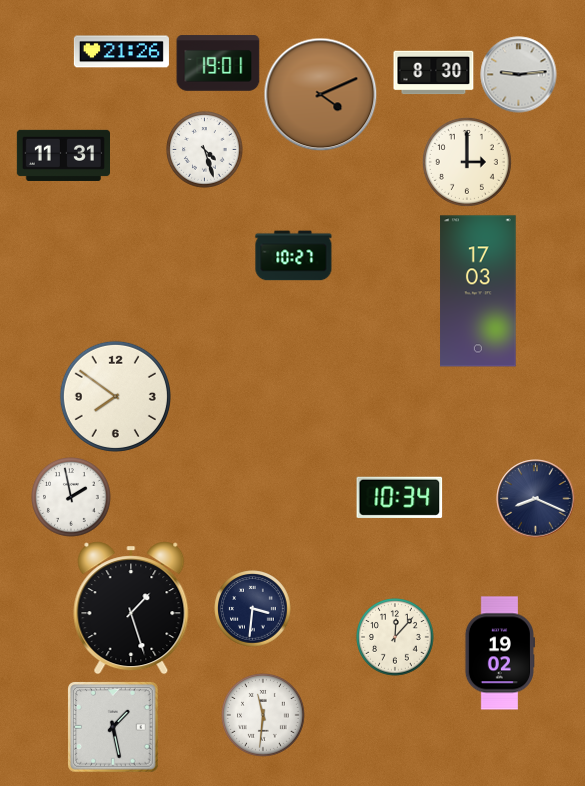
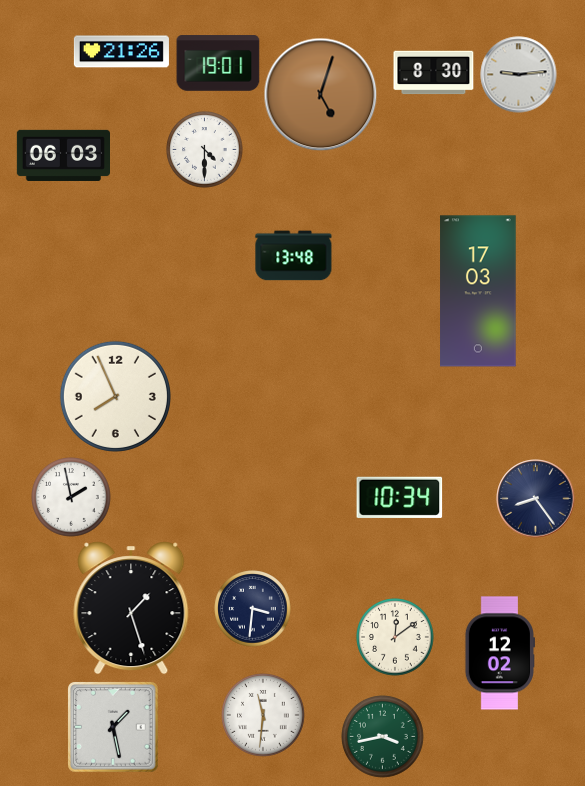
clock at (321, 95): 4:11 -> 5:03
clock at (205, 150): 4:27 -> 4:30
clock at (63, 155): 11:31 -> 06:03
clock at (467, 162): 3:00 -> none
clock at (294, 256): 10:27 -> 13:48
clock at (115, 396): 7:51 -> 7:56
clock at (536, 499): 8:19 -> 8:24
clock at (395, 637): 12:07 -> 12:09
clock at (499, 653): 19:02 -> 12:02
clock at (383, 737): none -> 3:43
